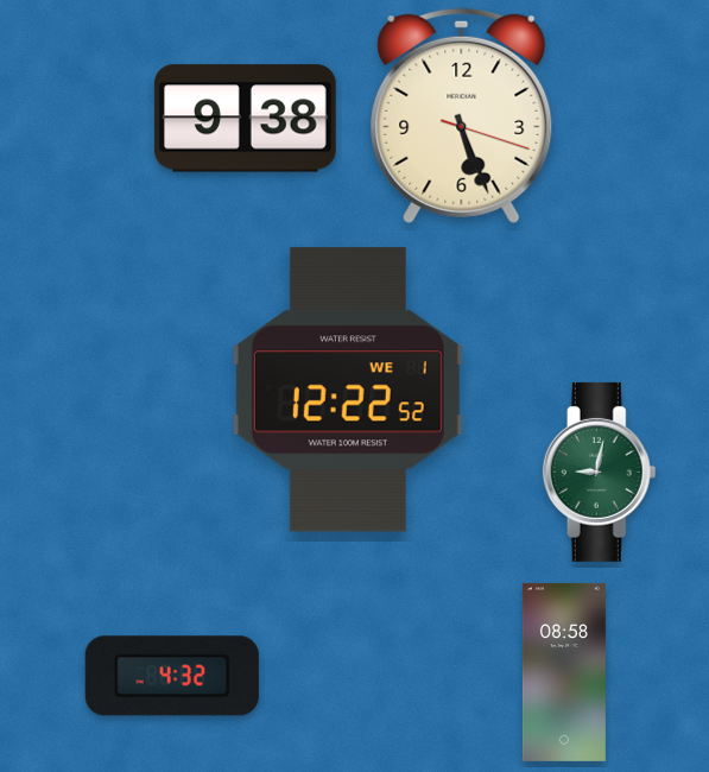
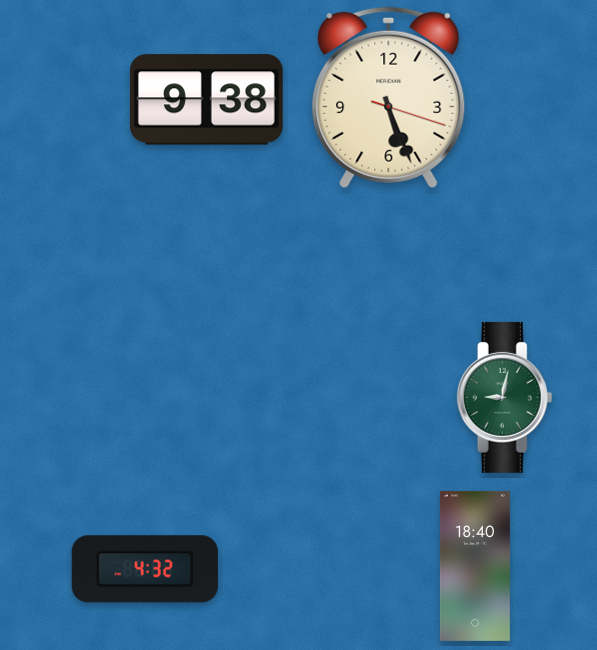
clock at (348, 390): 12:22 -> none
clock at (564, 672): 08:58 -> 18:40
